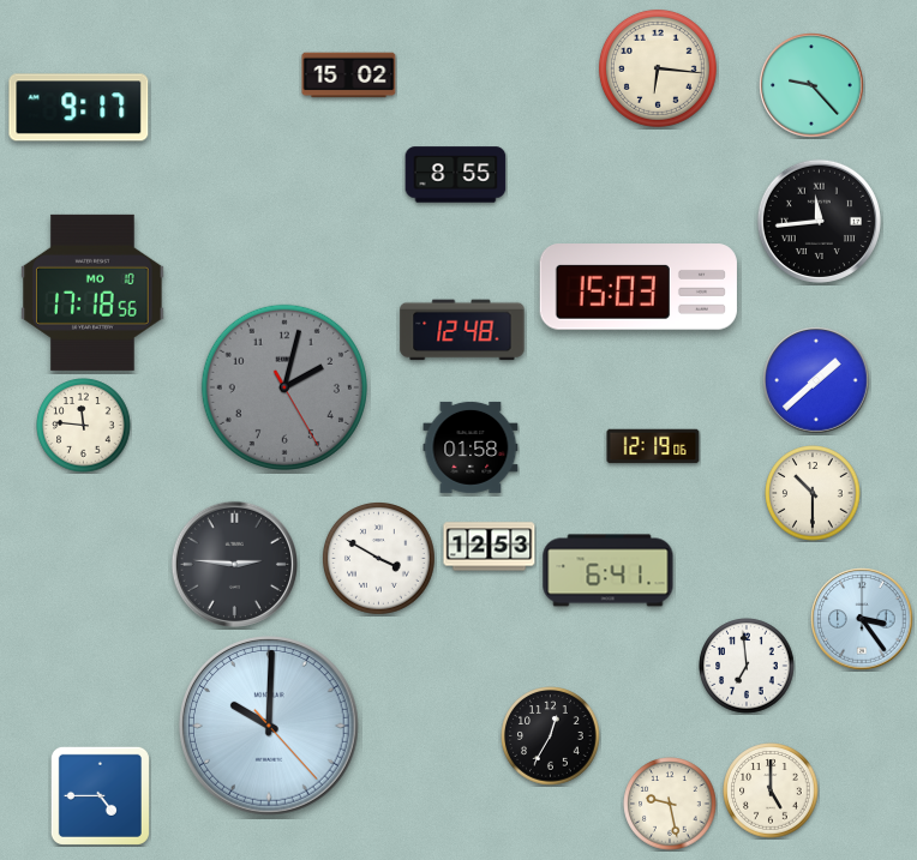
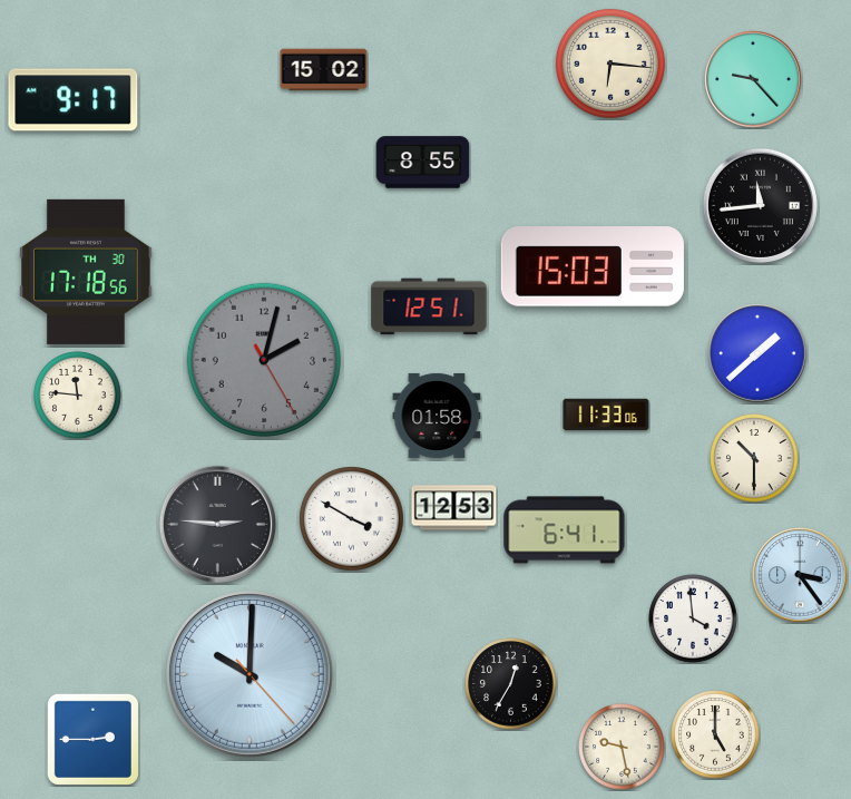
clock at (92, 293) date: MO 10 -> TH 30
clock at (462, 330): 12:48 -> 12:51
clock at (653, 446): 12:19 -> 11:33
clock at (747, 666): 6:59 -> 3:59
clock at (100, 795): 4:45 -> 2:45
